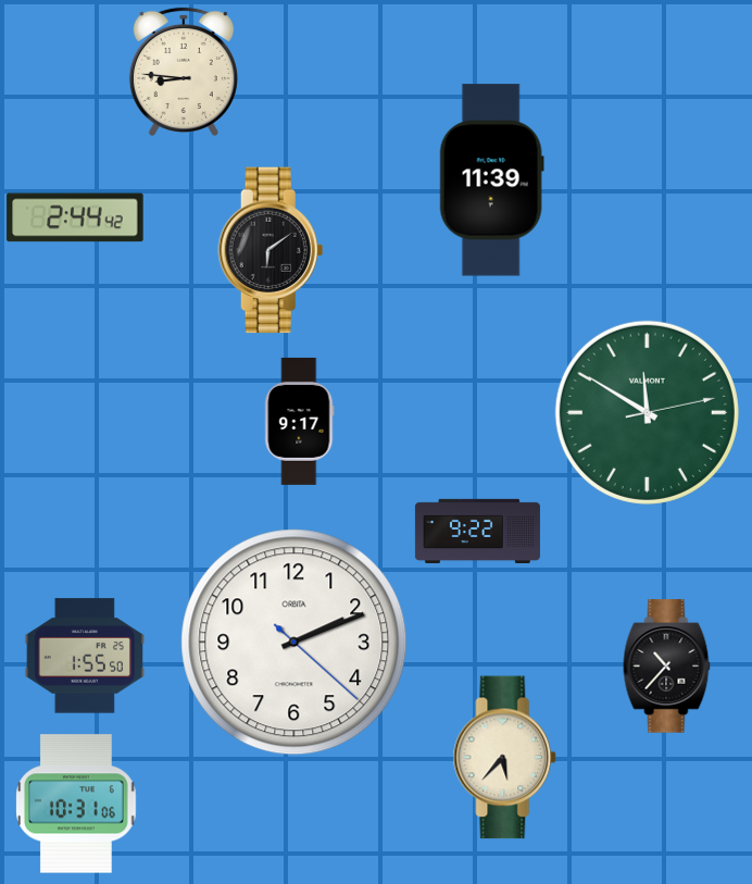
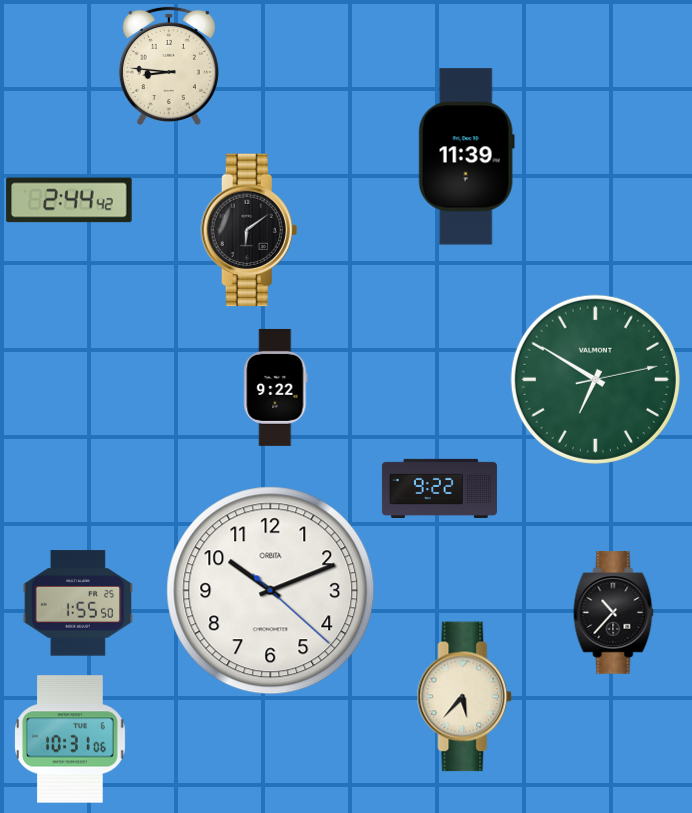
clock at (491, 180) position: (491, 180) -> (466, 157)
clock at (647, 412): 11:50 -> 6:50
clock at (300, 421): 9:17 -> 9:22
clock at (294, 643): 2:11 -> 10:11
